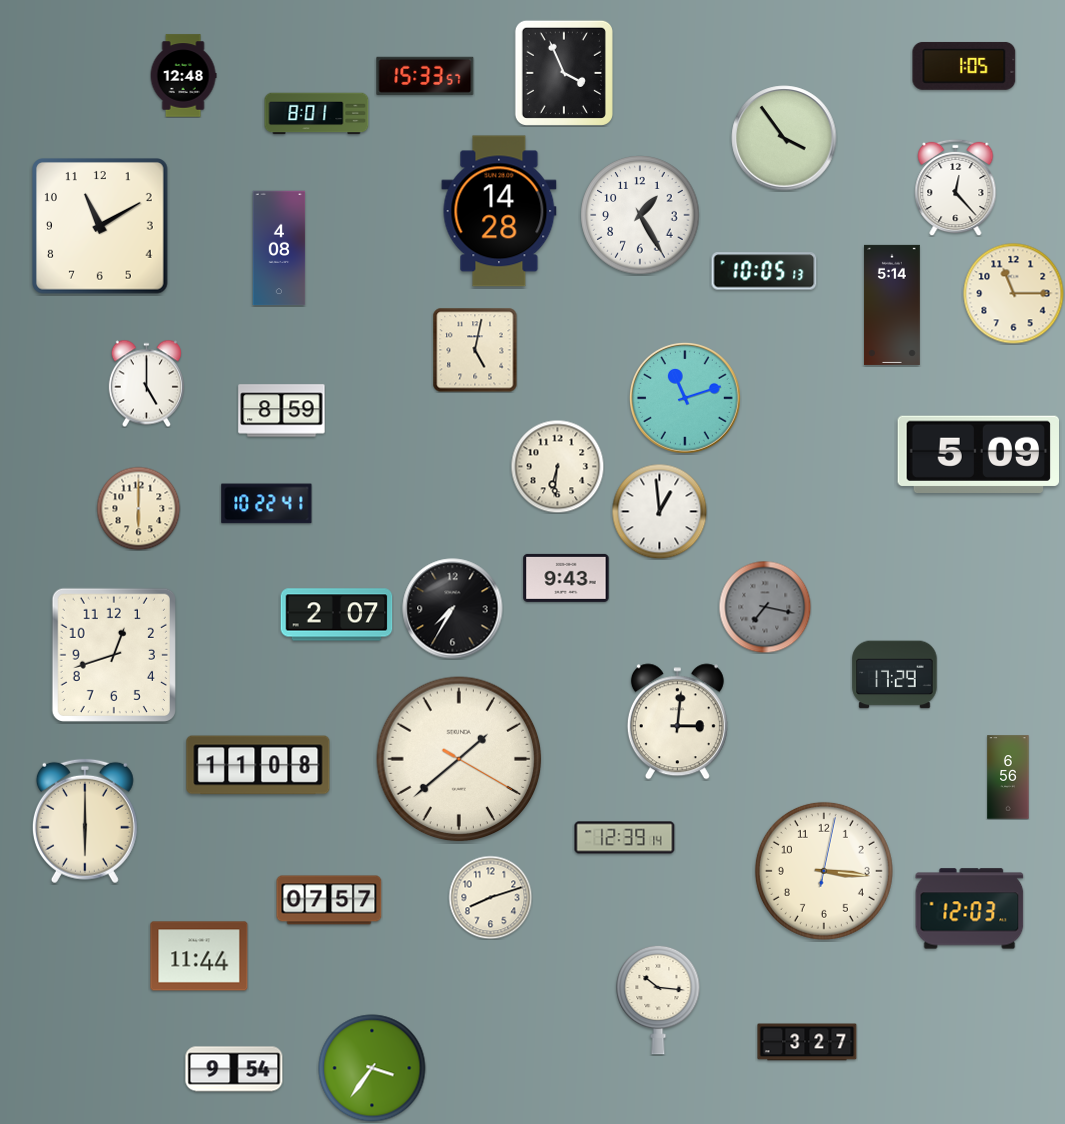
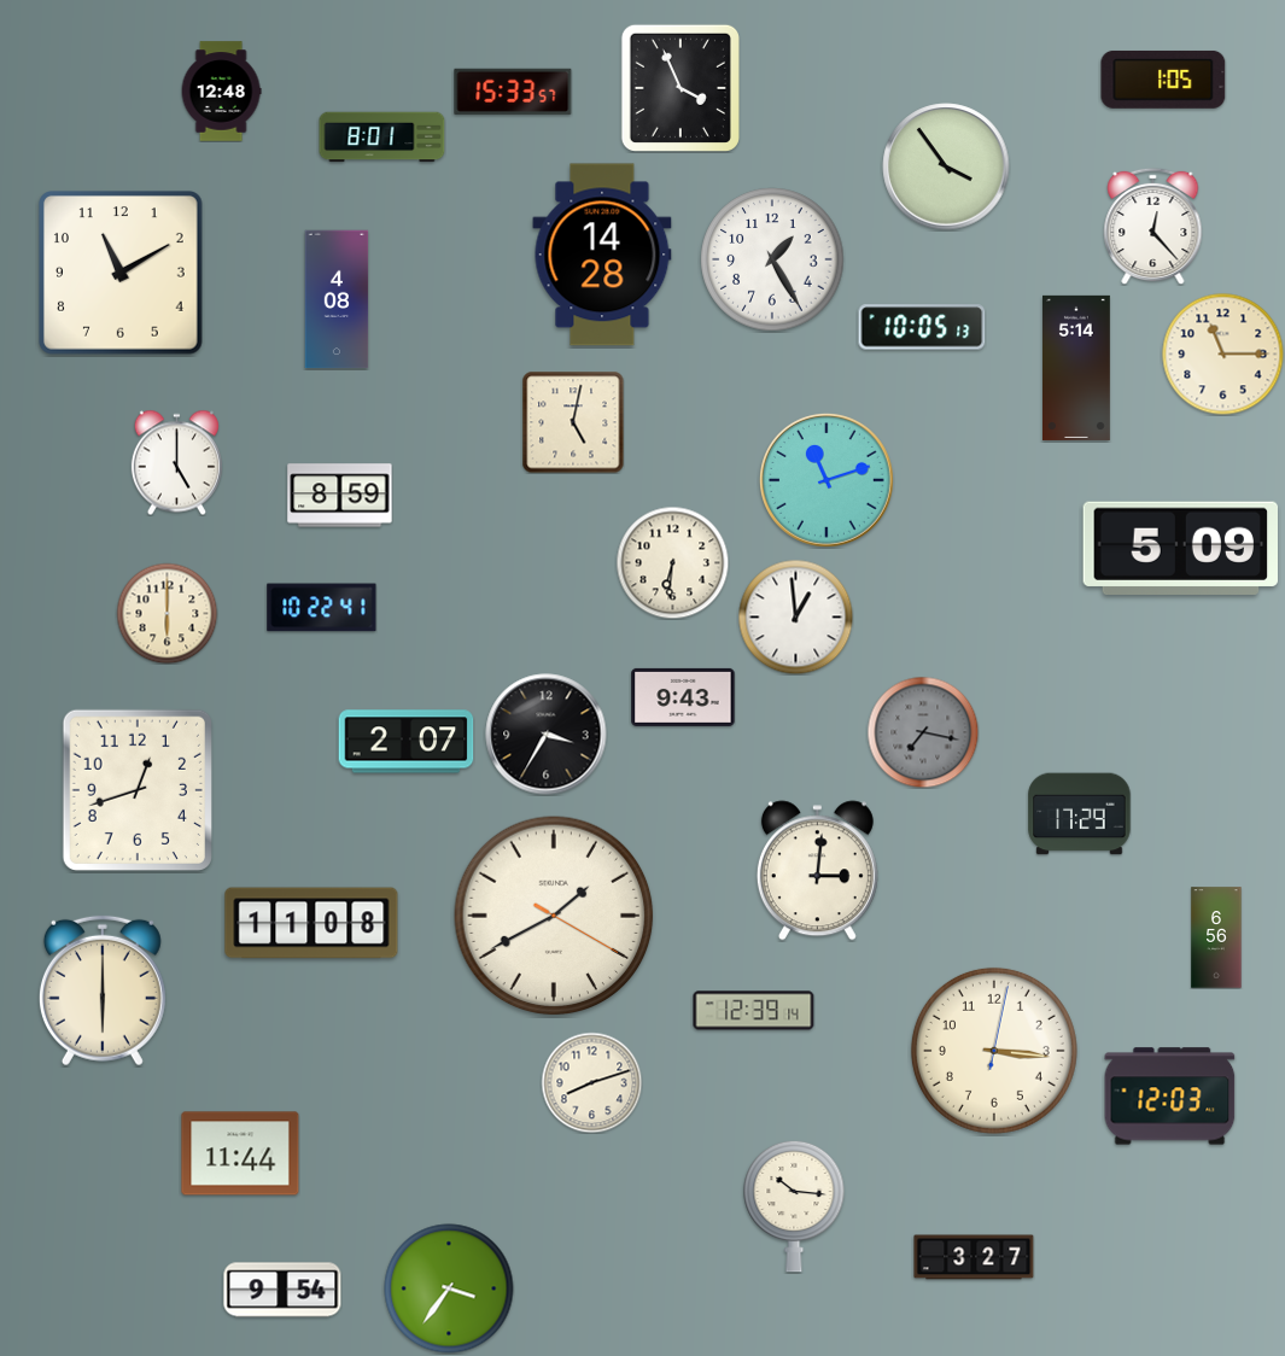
clock at (453, 609): 7:35 -> 3:35
clock at (459, 759): 1:38 -> 1:40
clock at (329, 900): 07:57 -> none
